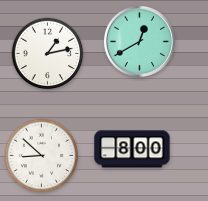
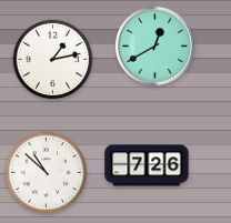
clock at (132, 149): 8:00 -> 7:26
clock at (42, 156): 8:52 -> 10:52
